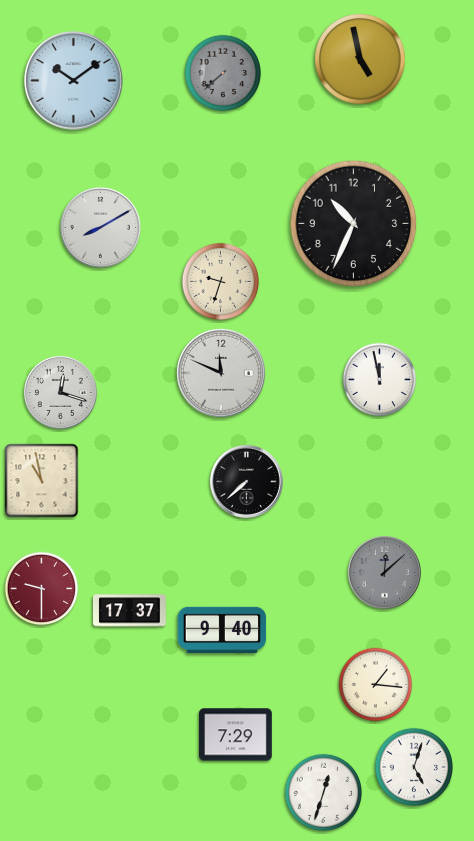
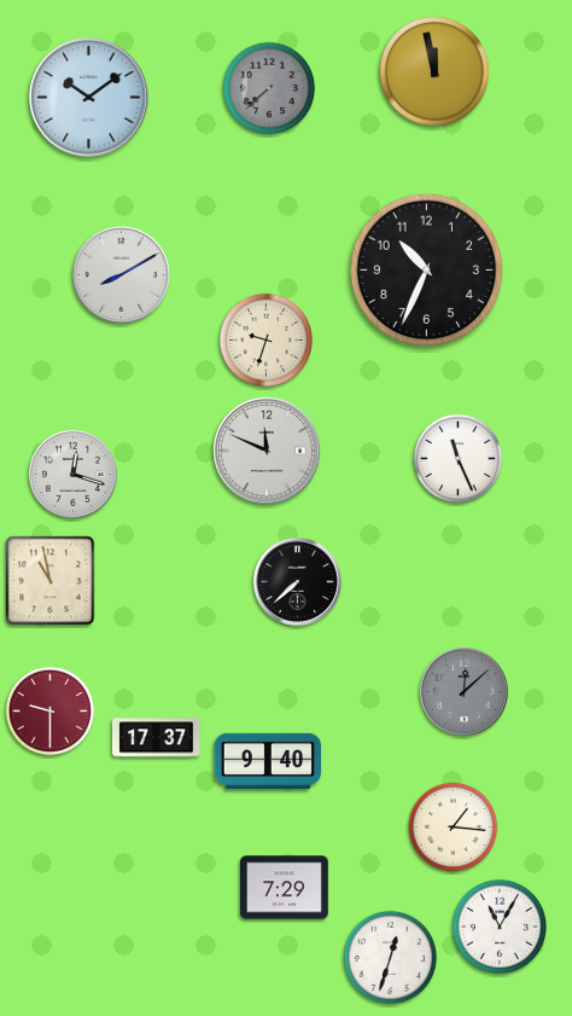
clock at (360, 59): 4:58 -> 11:58
clock at (380, 380): 11:58 -> 11:26
clock at (413, 766): 5:03 -> 11:05
